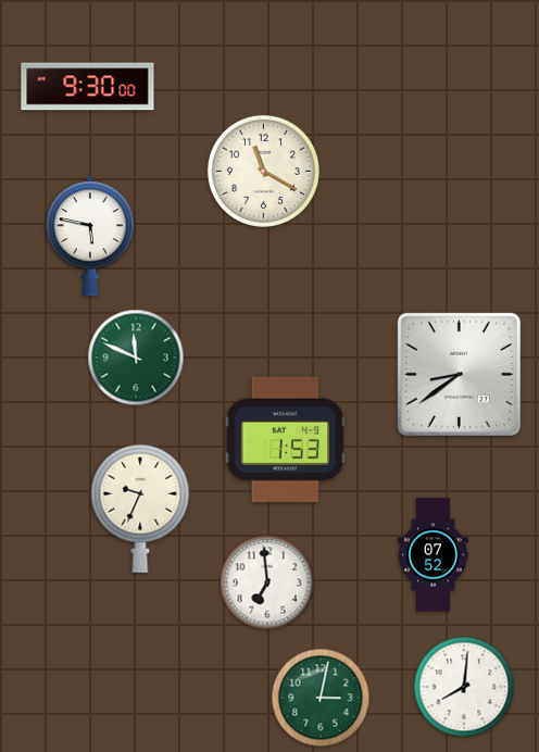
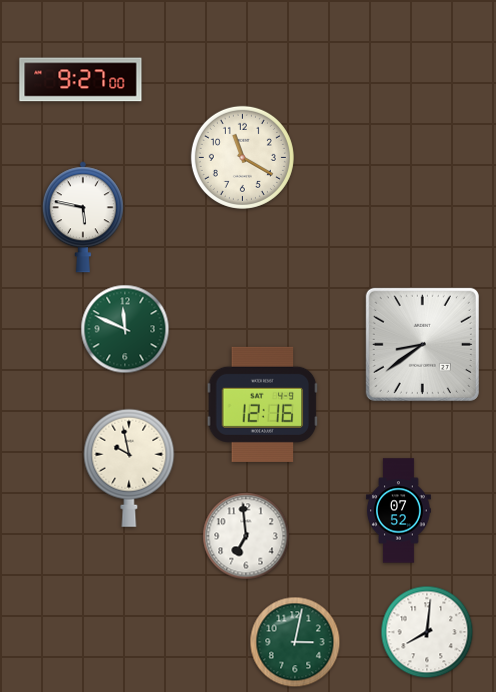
clock at (88, 87): 9:30 -> 9:27
clock at (286, 439): 1:53 -> 12:16
clock at (140, 509): 9:34 -> 9:58
